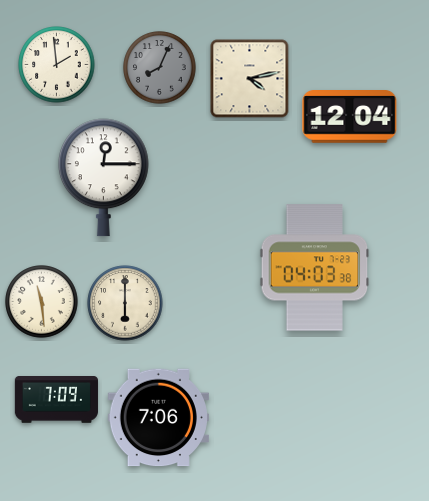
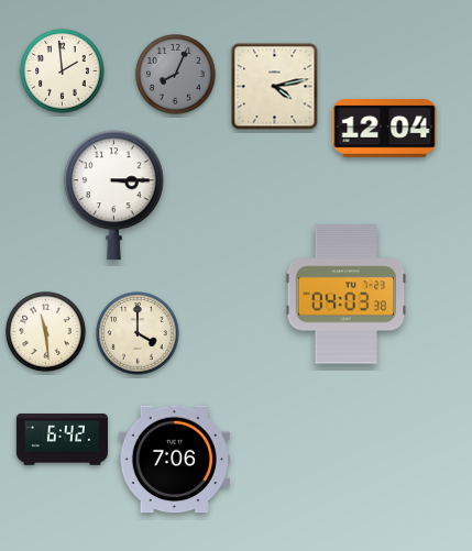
clock at (103, 178): 12:15 -> 3:15
clock at (125, 303): 6:00 -> 4:00
clock at (56, 400): 7:09 -> 6:42
